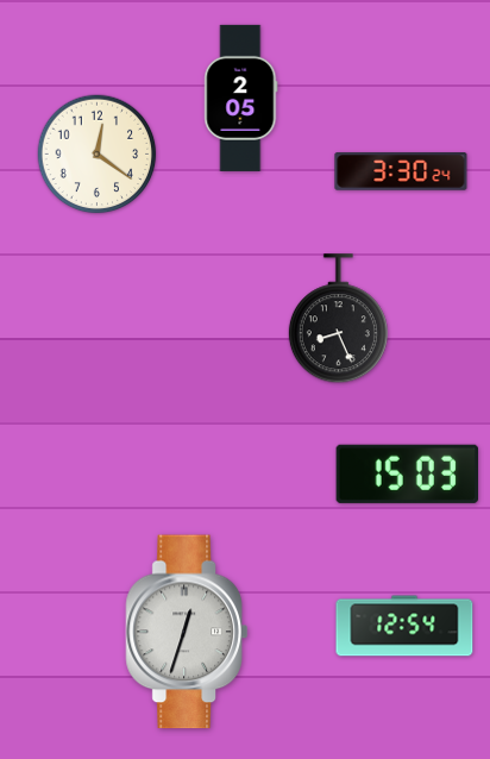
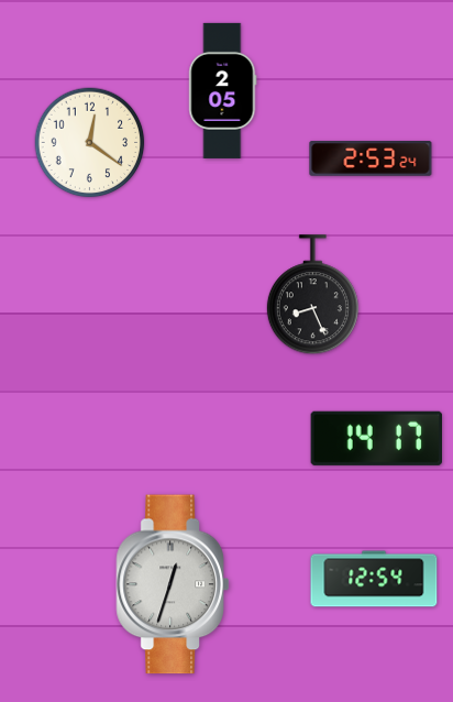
clock at (401, 172): 3:30 -> 2:53
clock at (407, 473): 15:03 -> 14:17
